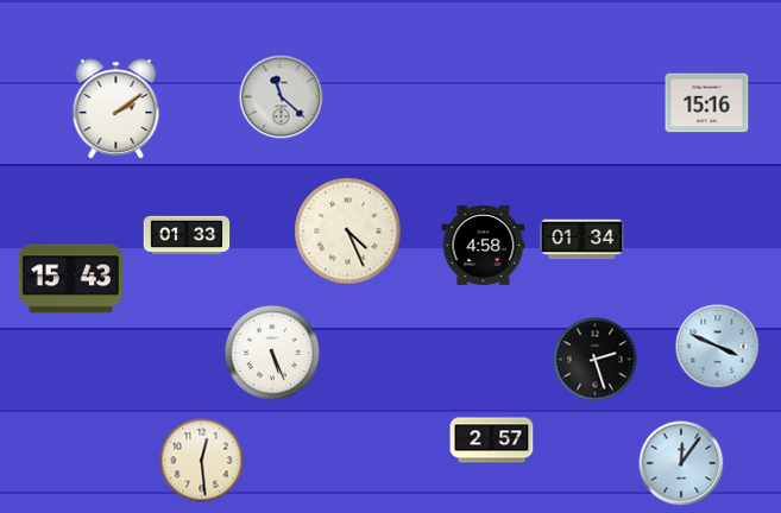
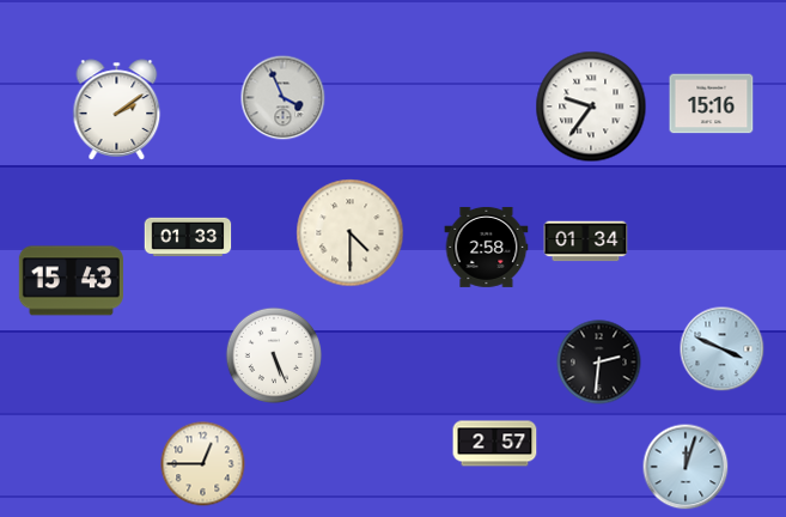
clock at (282, 97): 11:22 -> 3:56
clock at (591, 107): none -> 9:36
clock at (348, 232): 4:26 -> 4:30
clock at (484, 245): 4:58 -> 2:58
clock at (596, 360): 2:27 -> 2:31
clock at (202, 461): 12:29 -> 12:45
clock at (681, 463): 12:06 -> 12:03
